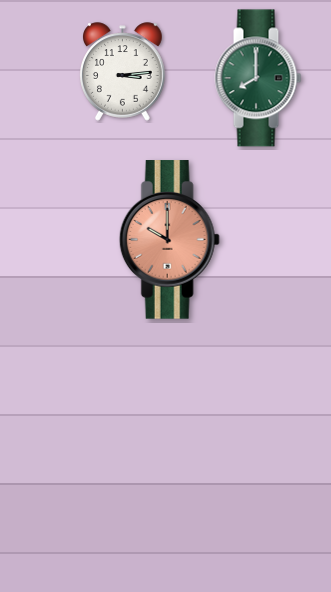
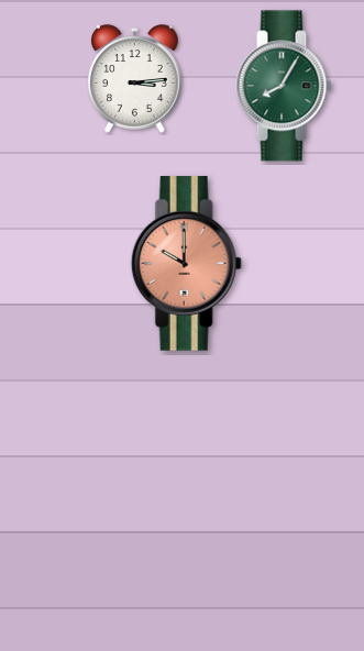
clock at (258, 78): 8:00 -> 8:05
